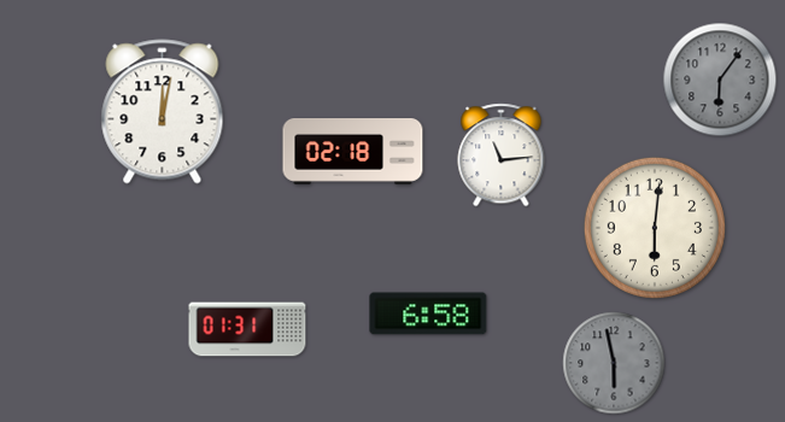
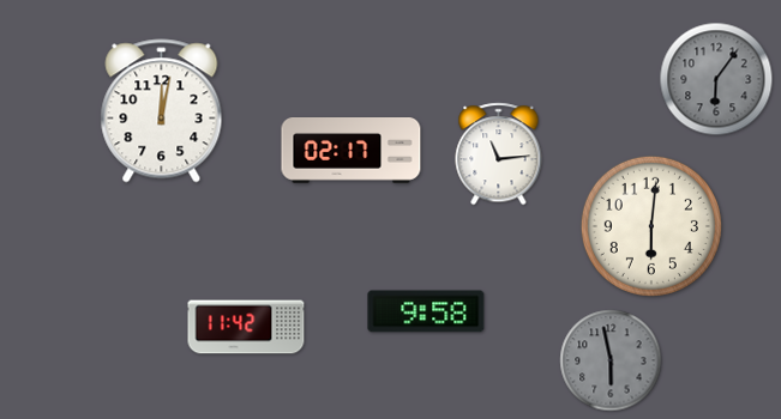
clock at (353, 152): 02:18 -> 02:17
clock at (428, 313): 6:58 -> 9:58
clock at (247, 329): 01:31 -> 11:42
